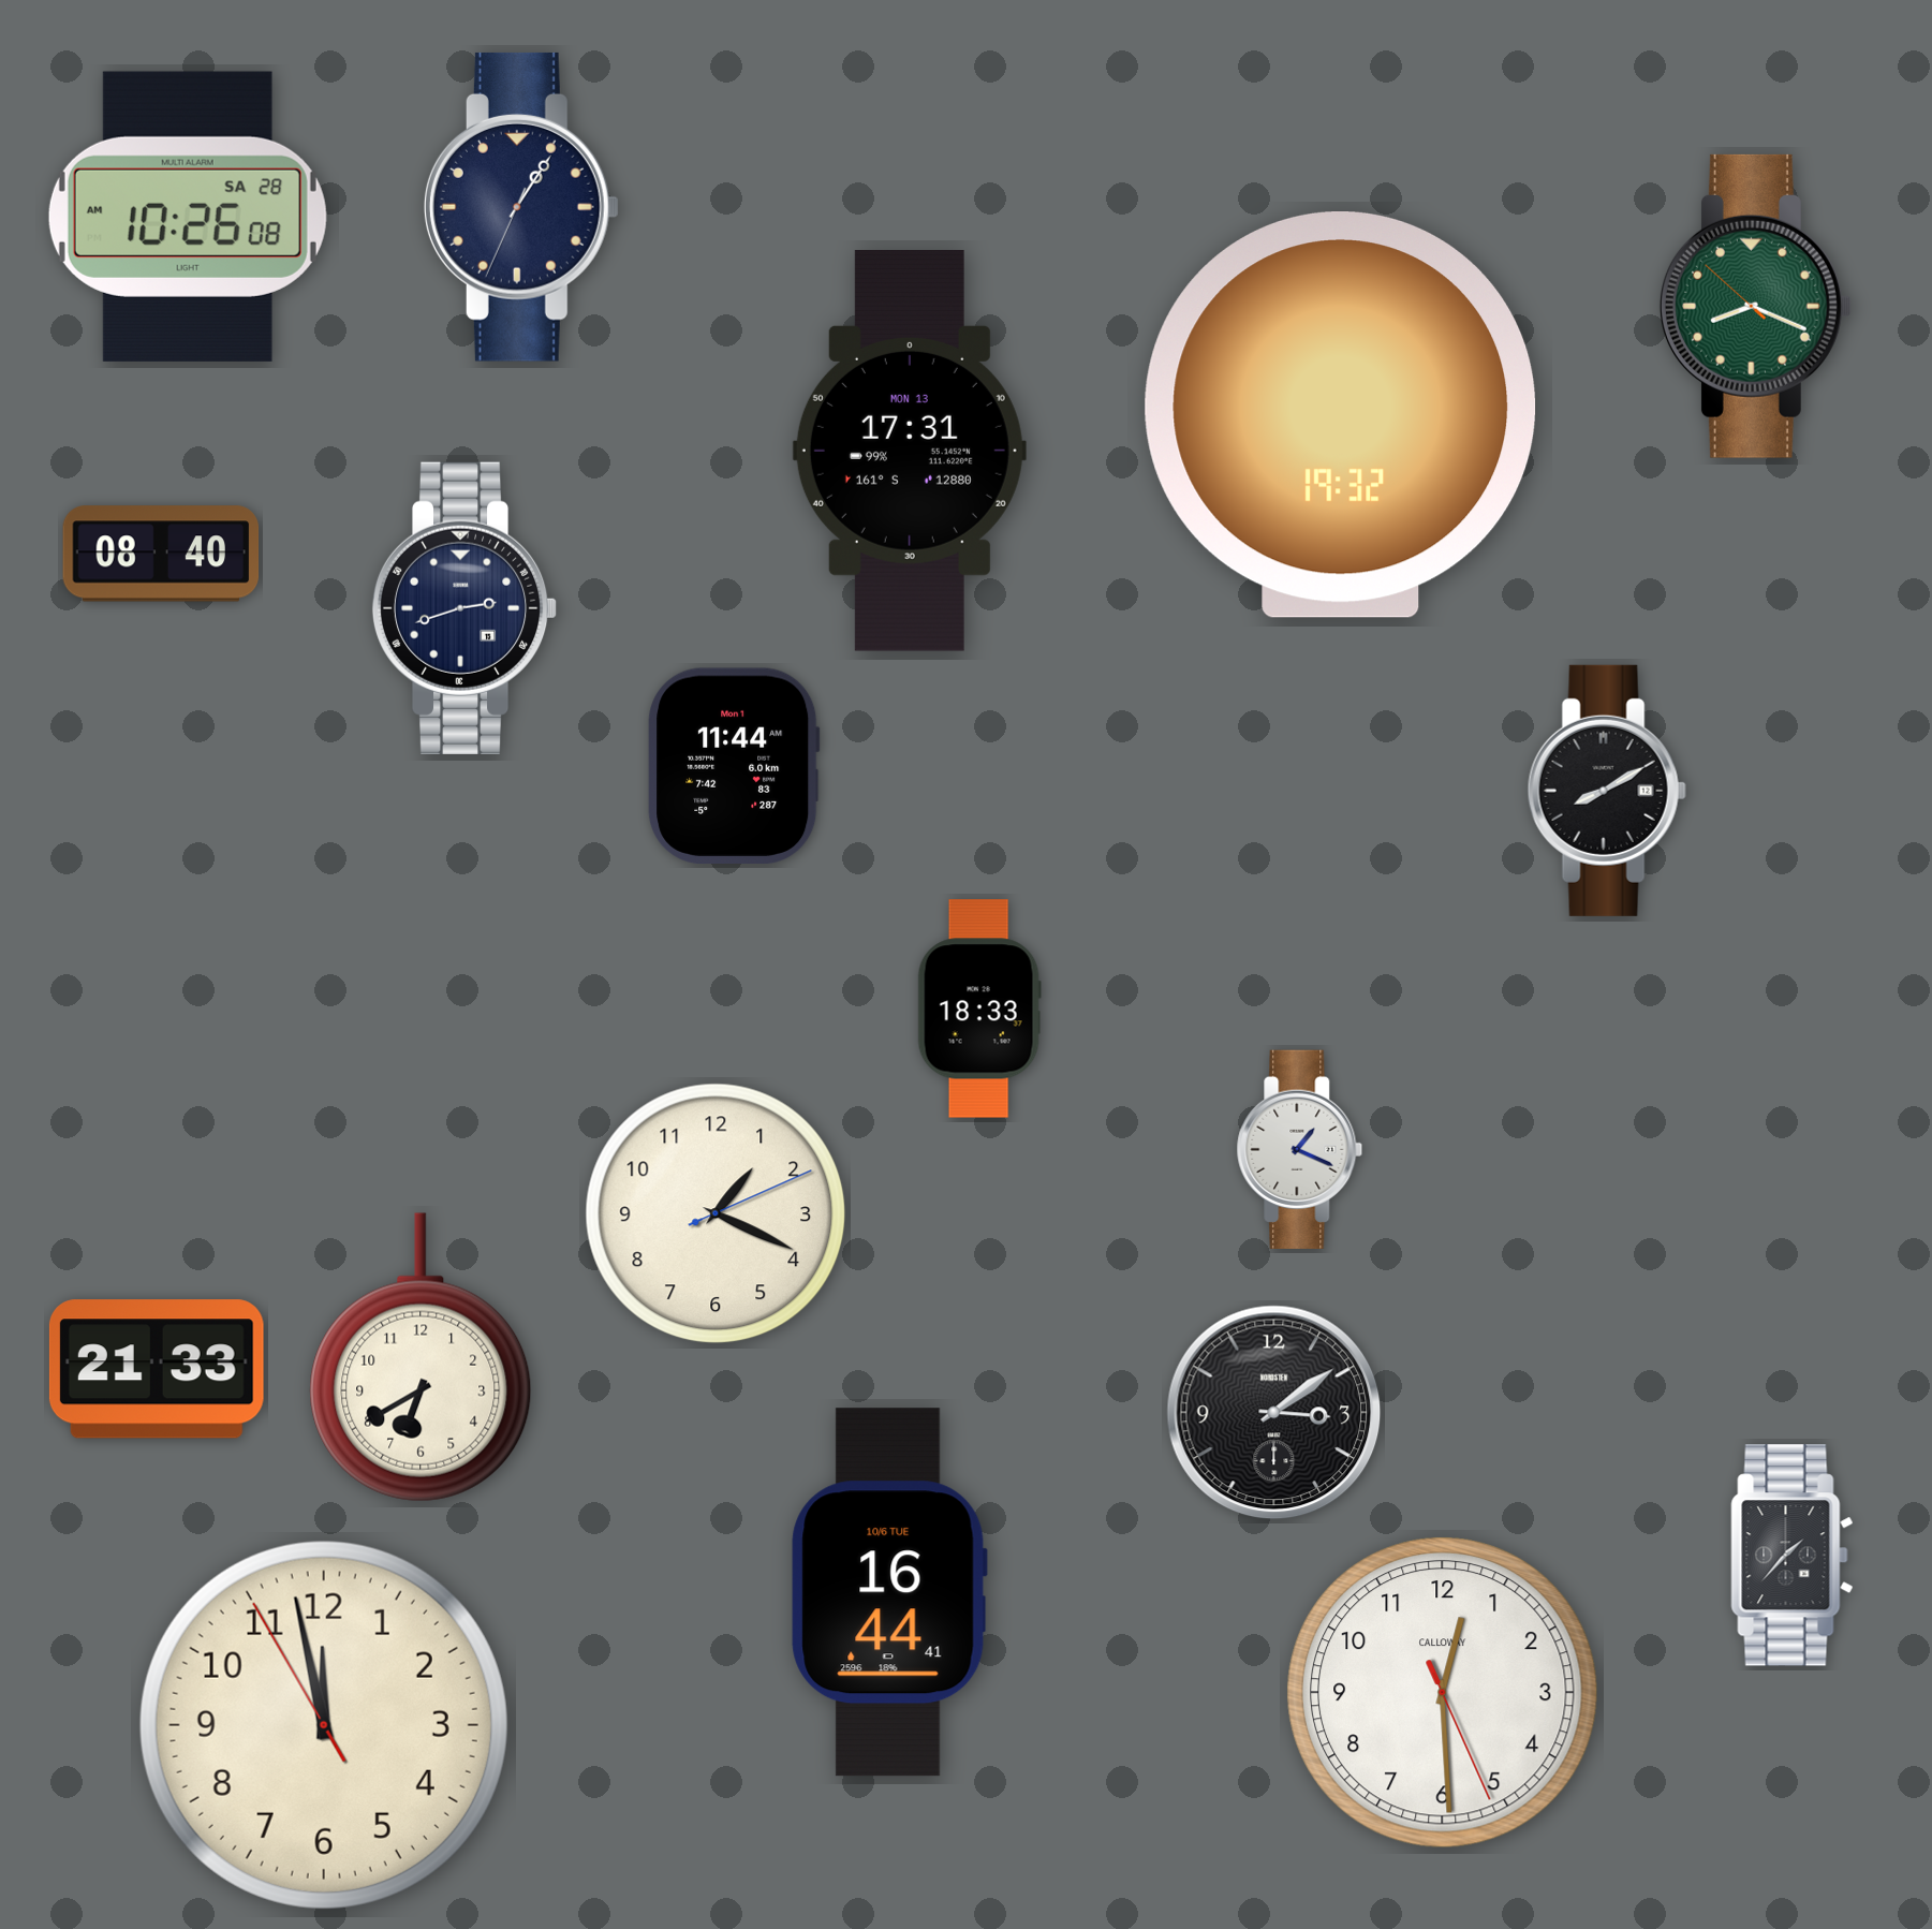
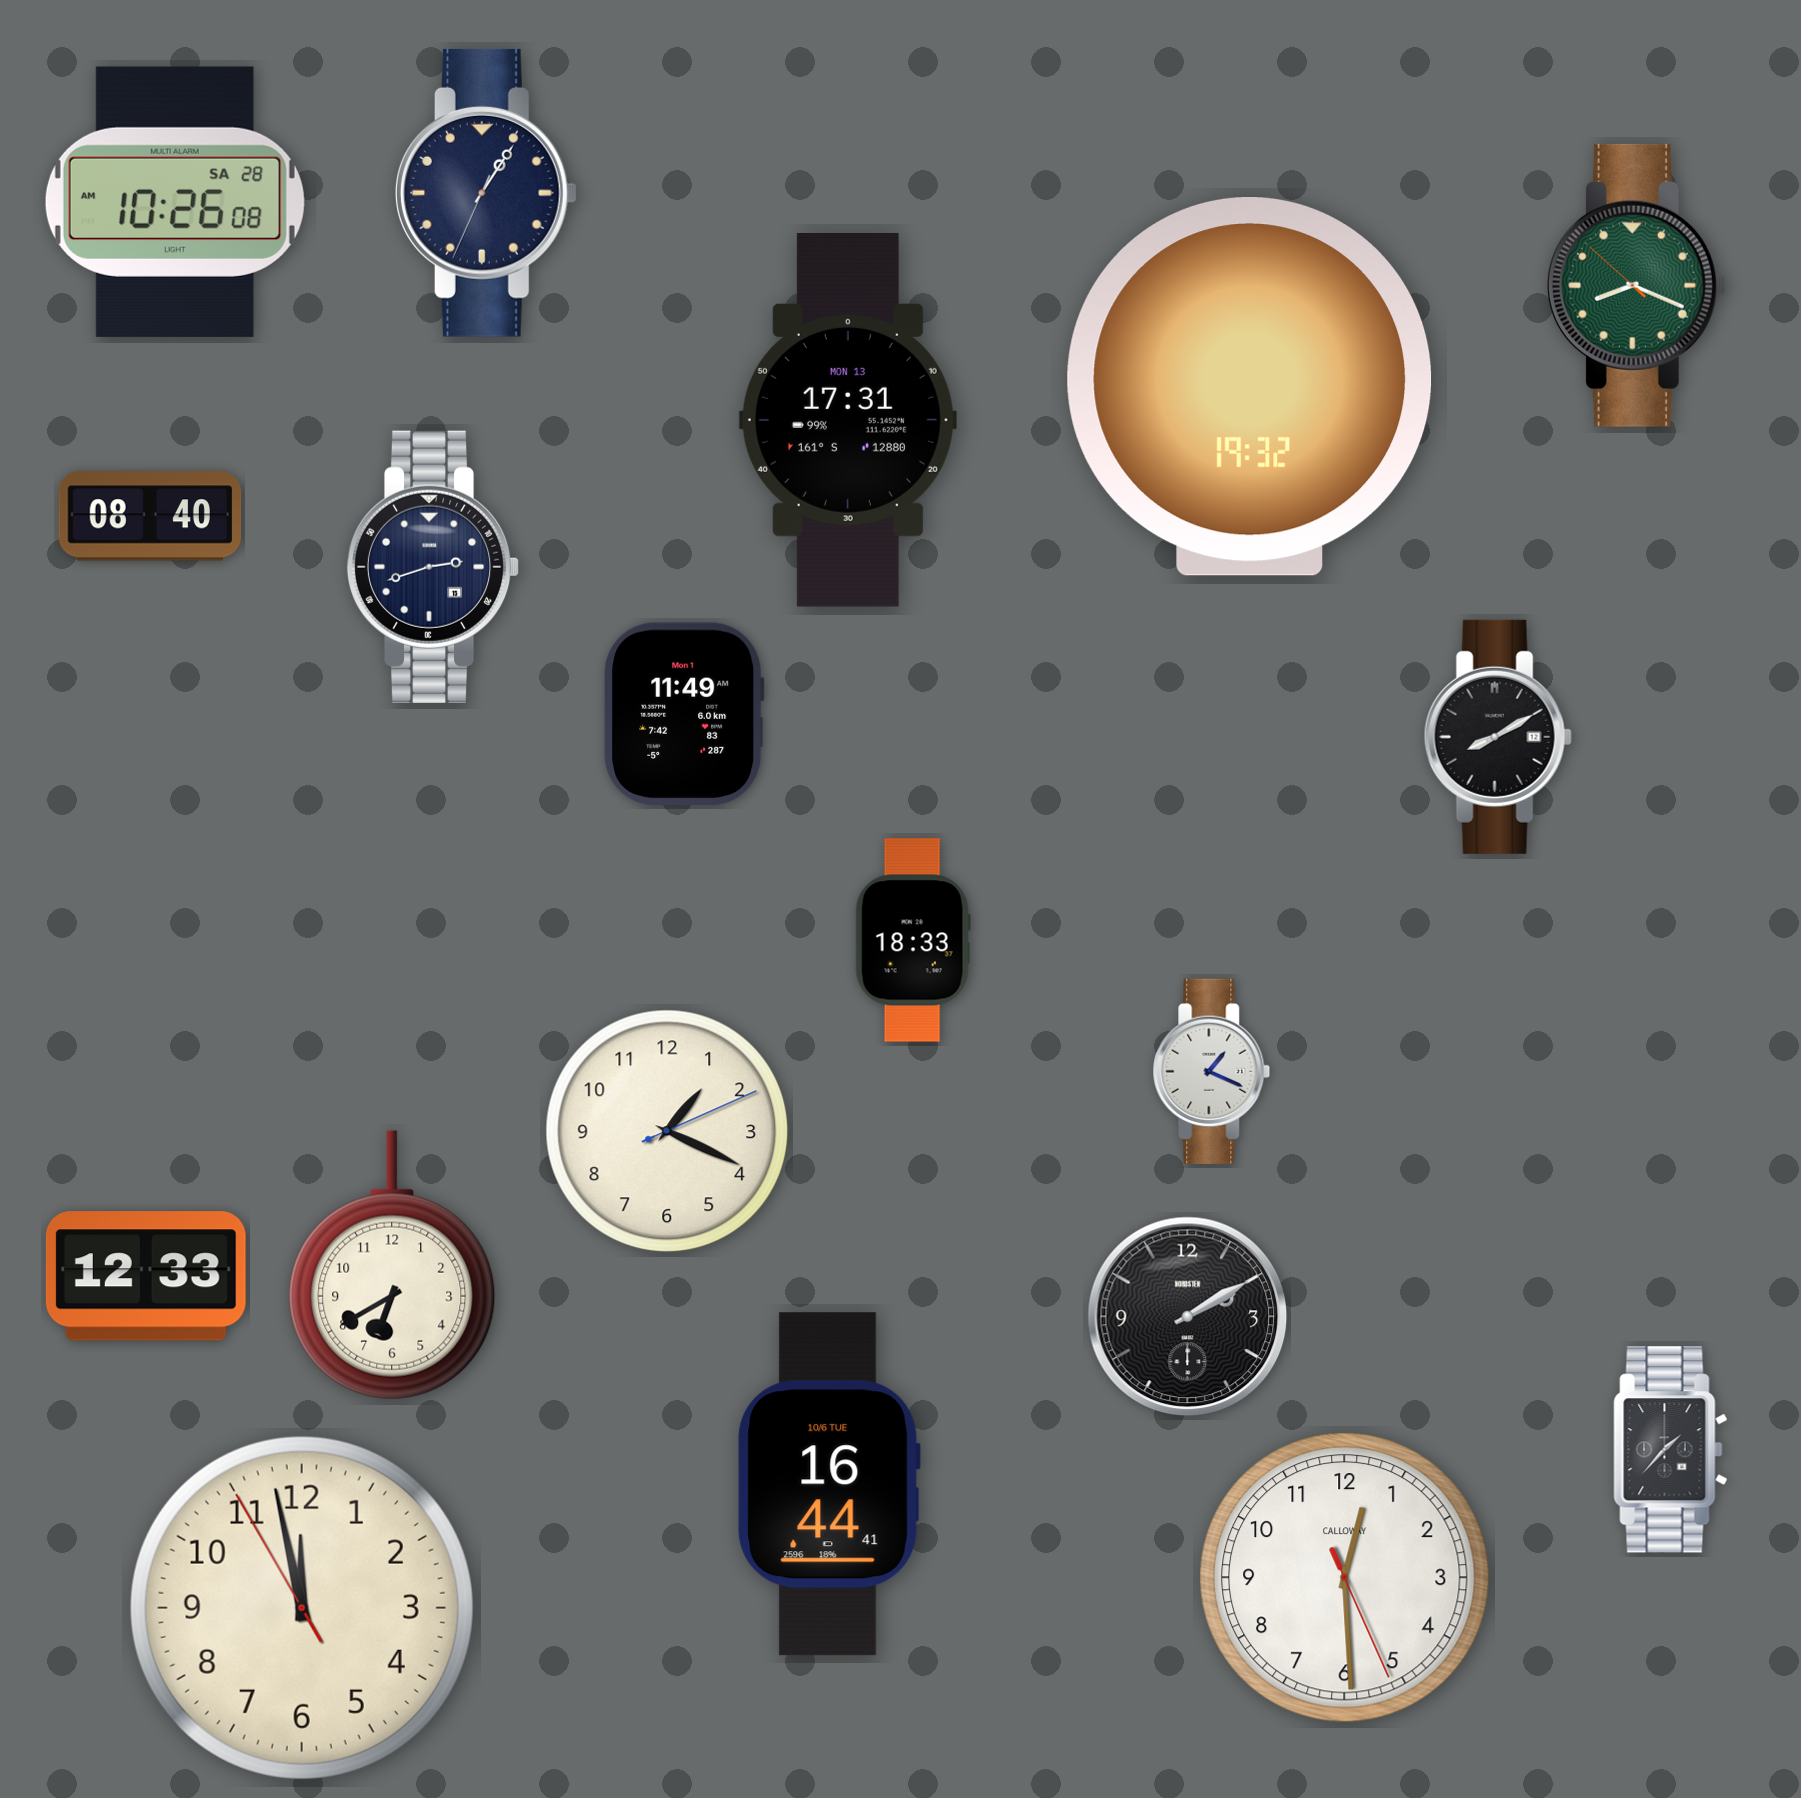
clock at (734, 765): 11:44 -> 11:49
clock at (157, 1369): 21:33 -> 12:33
clock at (1274, 1413): 3:09 -> 2:10
